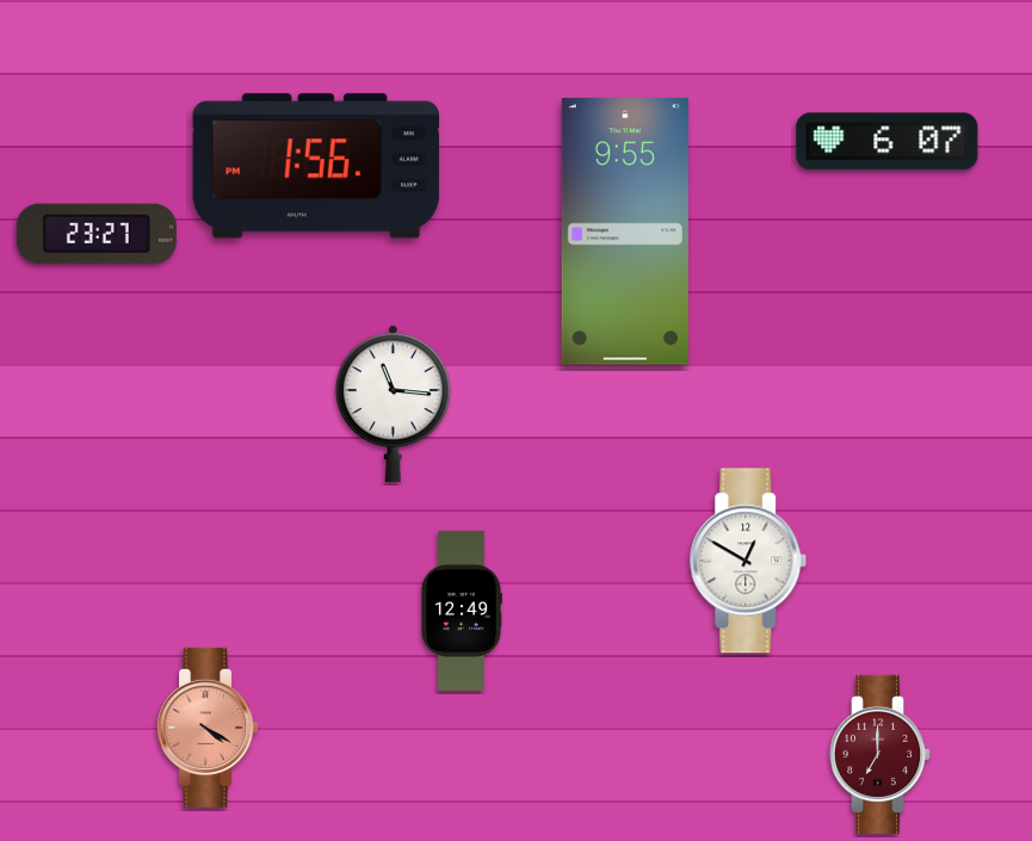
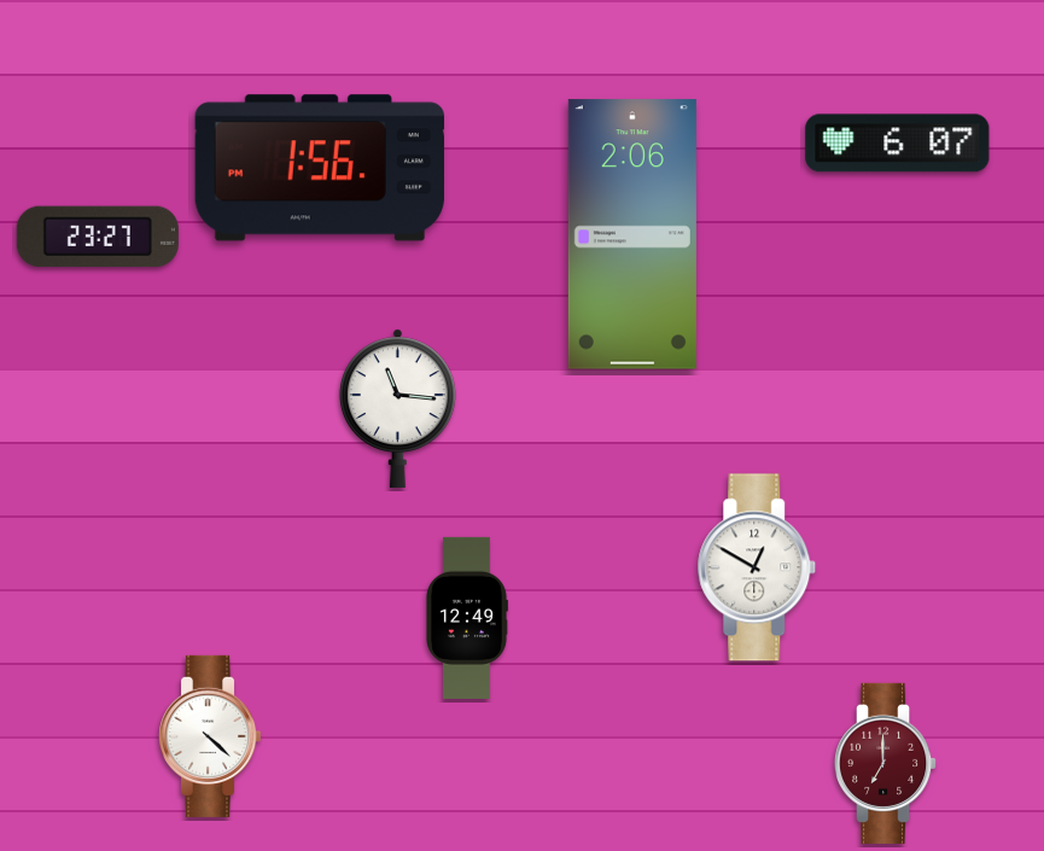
clock at (625, 231): 9:55 -> 2:06
clock at (209, 728): 4:20 -> 4:22
clock at (209, 728) dial: salmon -> white
clock at (882, 754) position: (882, 754) -> (887, 763)
